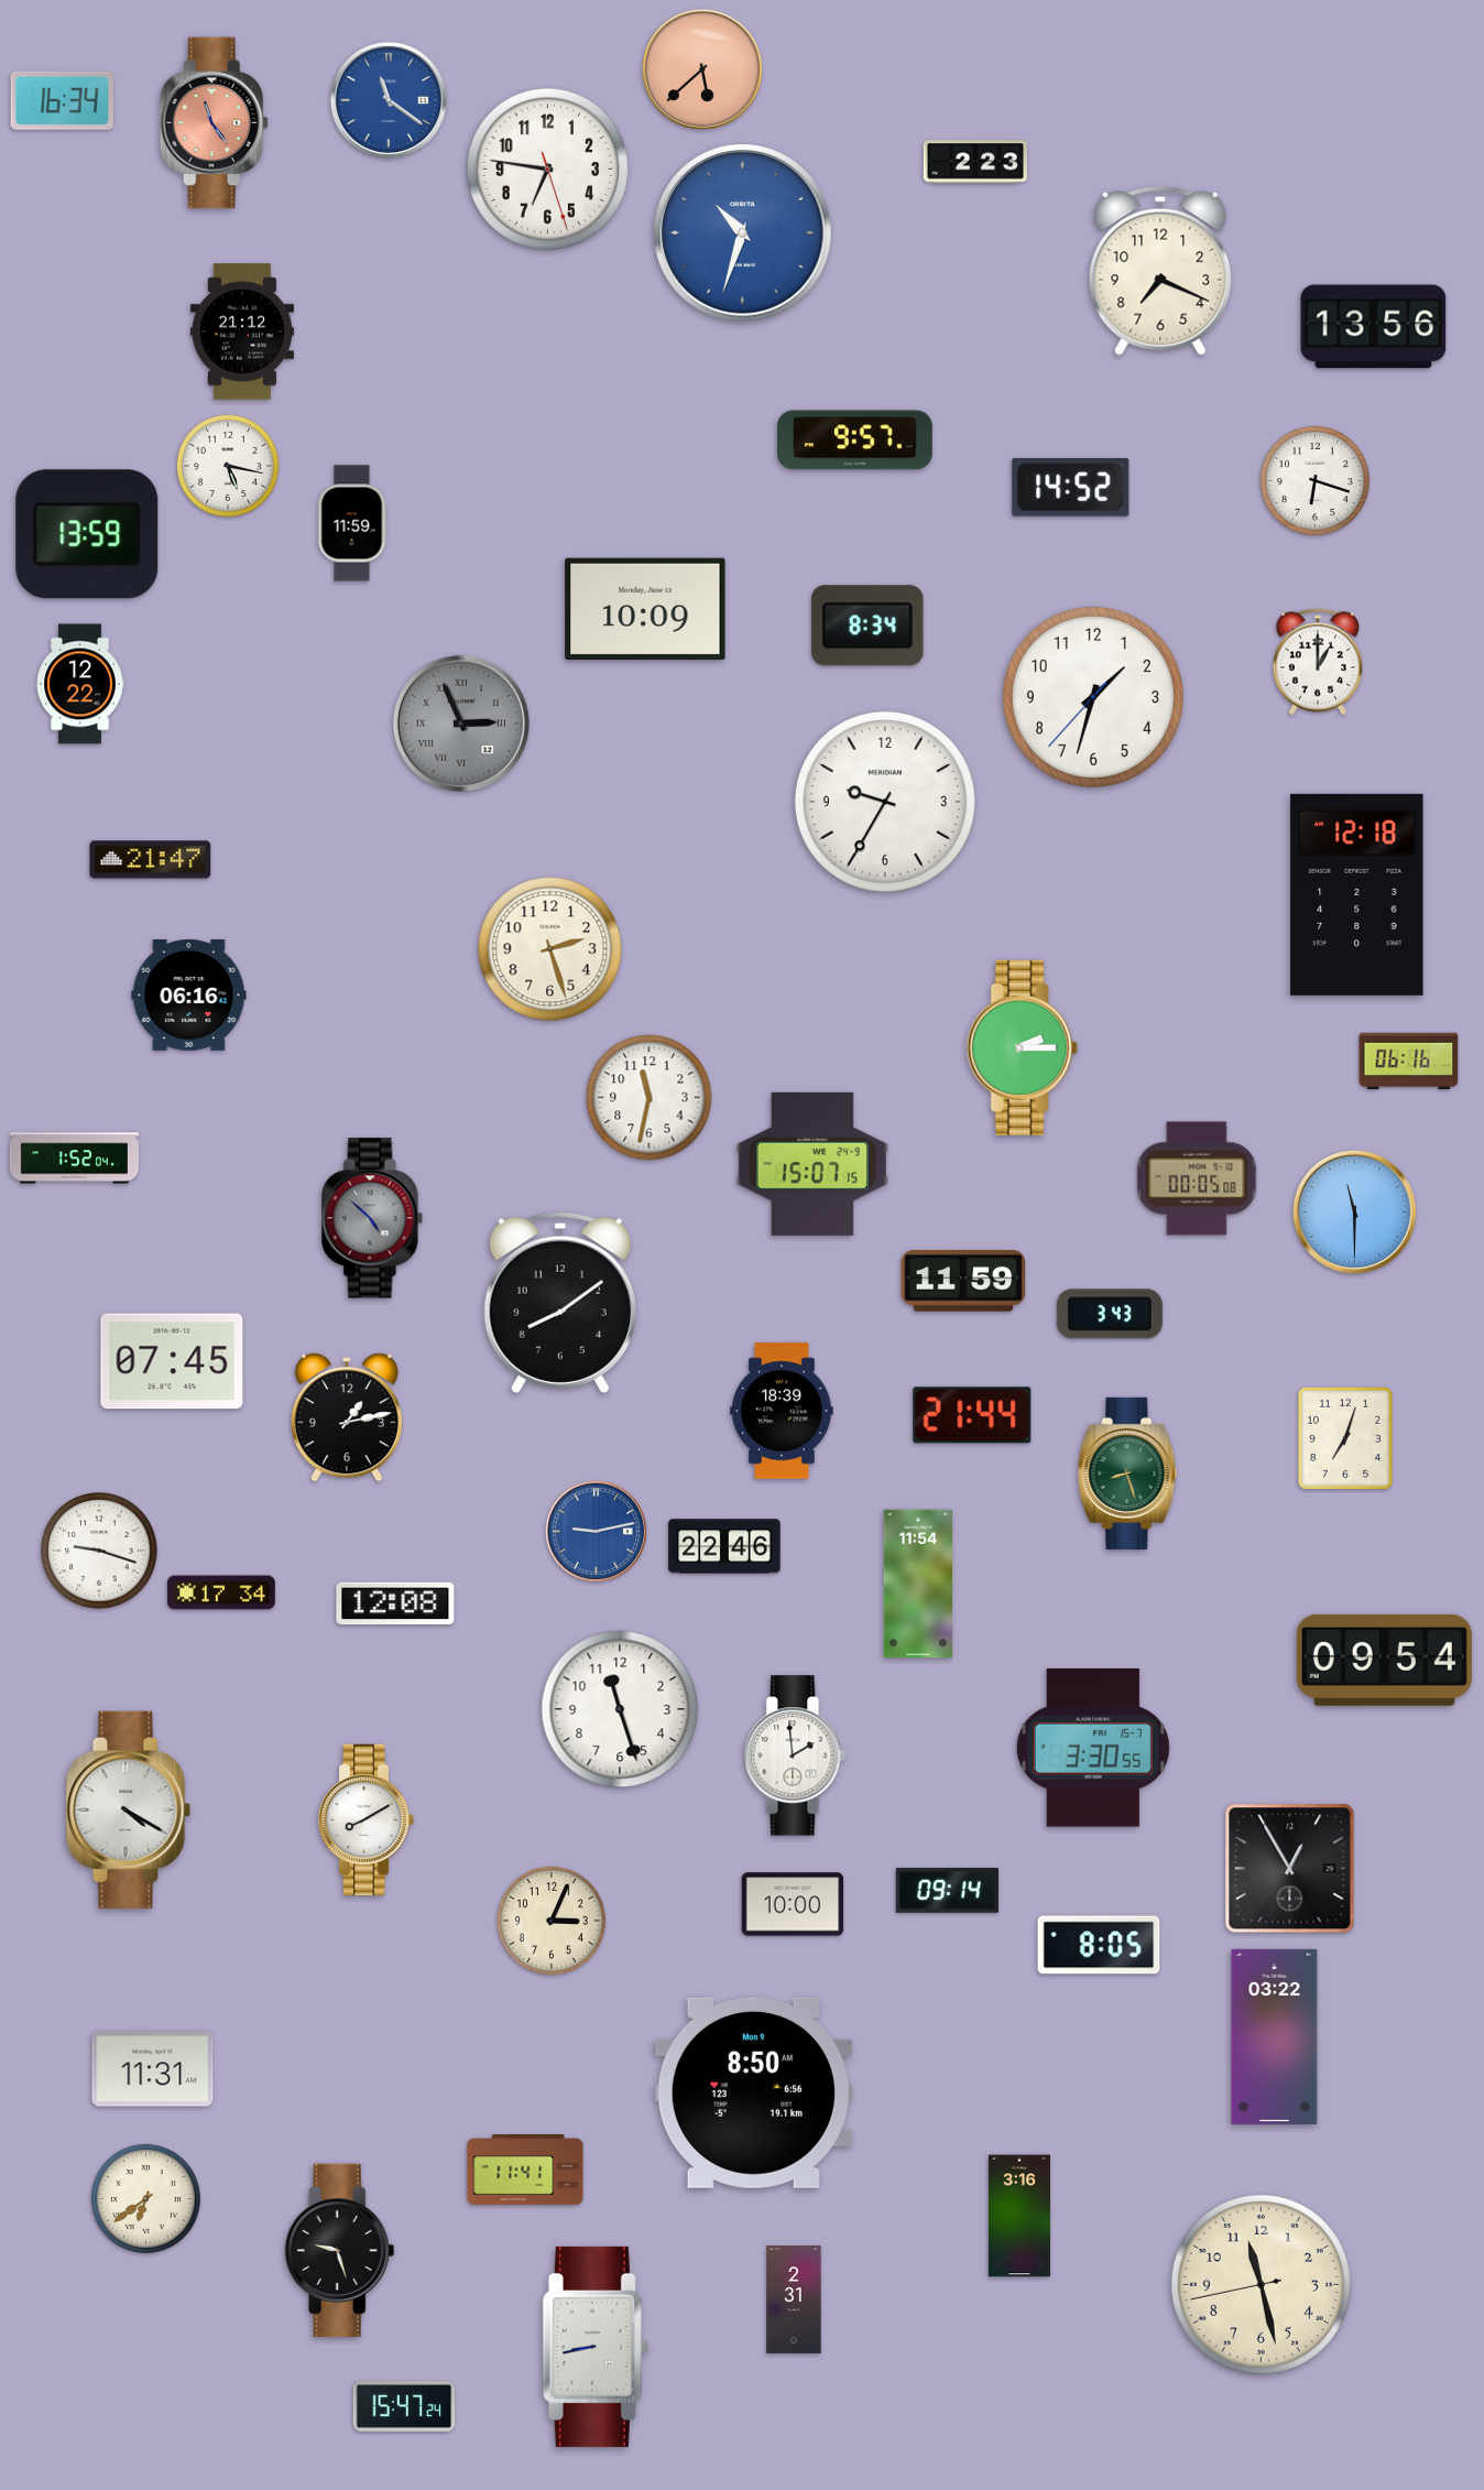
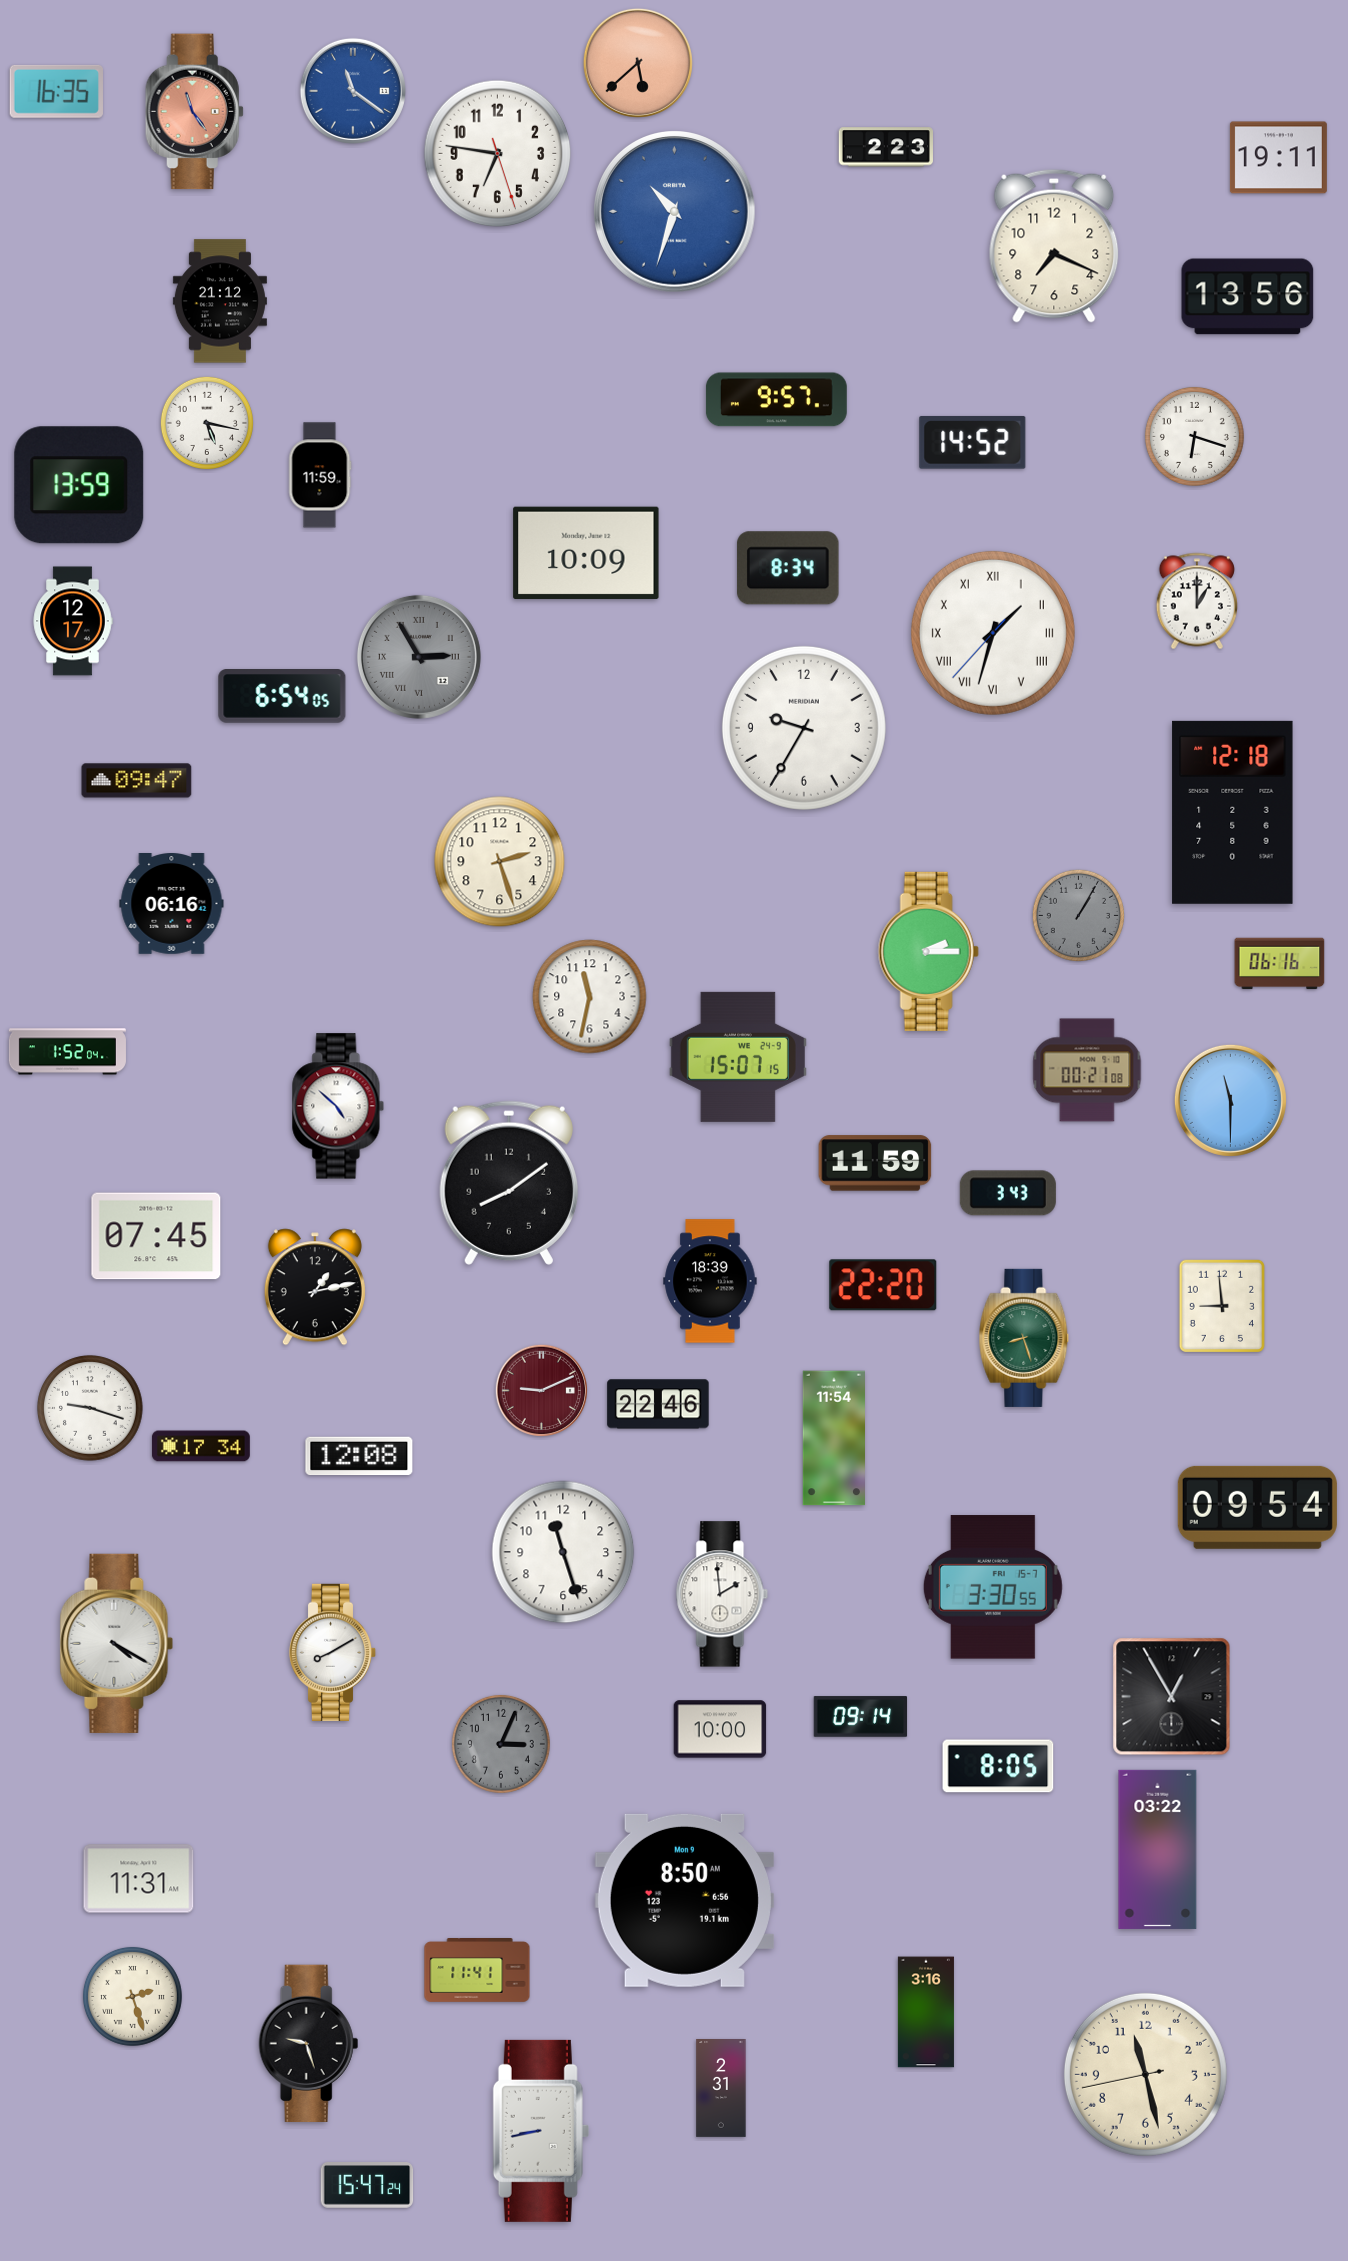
clock at (62, 100): 16:34 -> 16:35
clock at (1278, 158): none -> 19:11
clock at (80, 684): 12:22 -> 12:17
clock at (1093, 697) numerals: Arabic -> Roman
clock at (461, 724): 2:56 -> 2:55
clock at (282, 697): none -> 6:54
clock at (151, 860): 21:47 -> 09:47
clock at (1078, 915): none -> 1:05
clock at (1197, 1178): 00:05 -> 00:21
clock at (372, 1218) dial: grey -> white
clock at (972, 1415): 21:44 -> 22:20
clock at (1345, 1438): 7:03 -> 8:59
clock at (596, 1531): 9:13 -> 9:11
clock at (596, 1531) dial: blue -> burgundy
clock at (552, 1921) dial: cream -> grey
clock at (145, 2198): 6:39 -> 2:27
